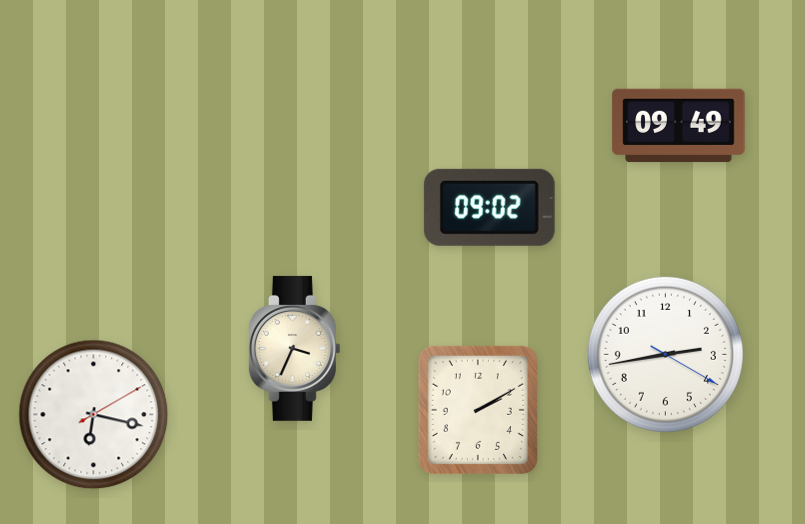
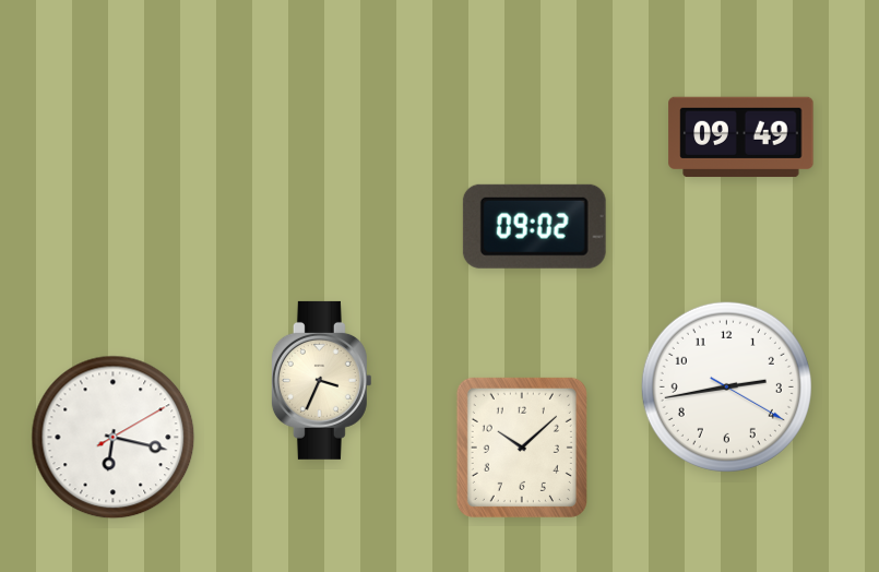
clock at (478, 410): 2:10 -> 10:08
clock at (94, 415) position: (94, 415) -> (114, 438)
